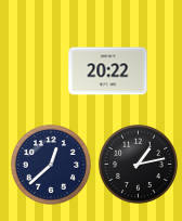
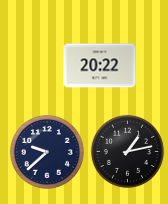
clock at (51, 165): 12:38 -> 9:38
